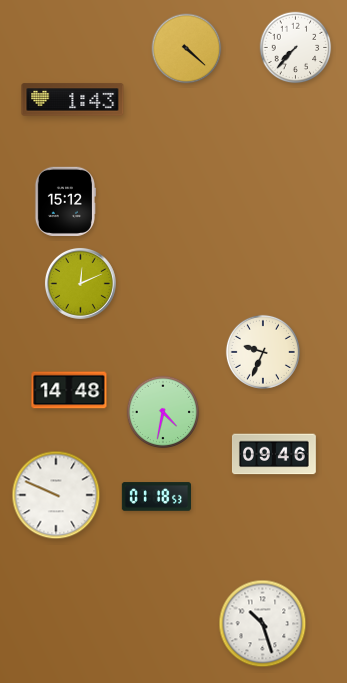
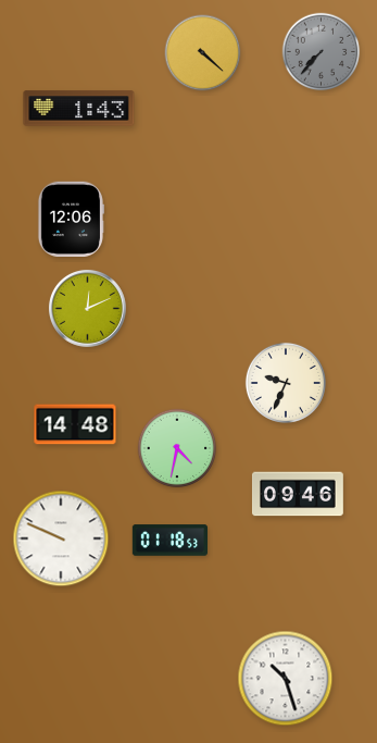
clock at (296, 48) dial: white -> grey
clock at (65, 201): 15:12 -> 12:06
